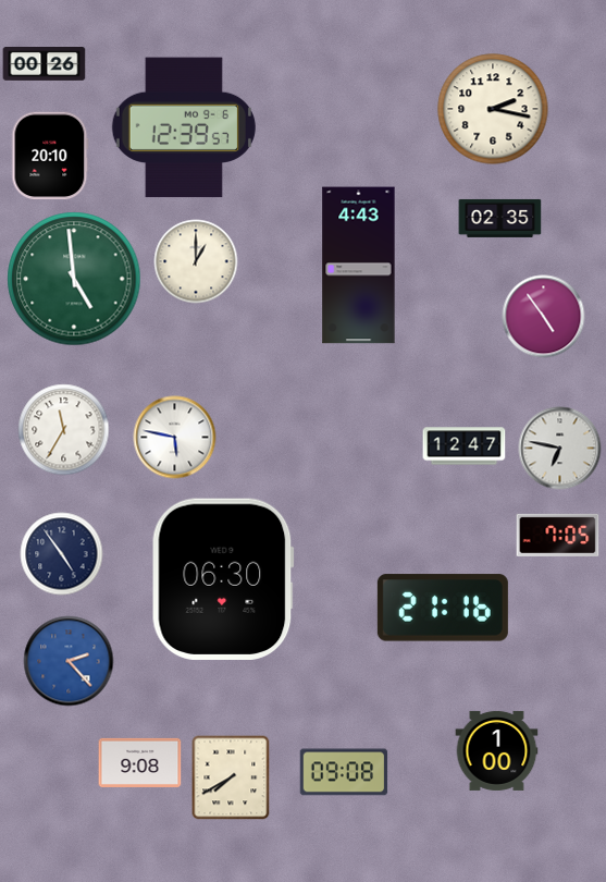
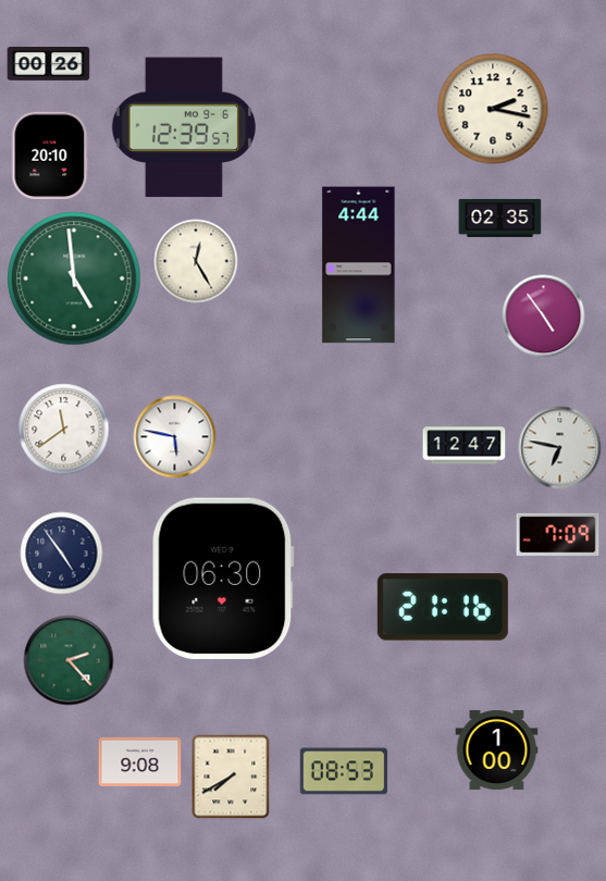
clock at (45, 64) position: (45, 64) -> (49, 64)
clock at (196, 261): 1:00 -> 12:25
clock at (359, 266): 4:43 -> 4:44
clock at (64, 430): 11:35 -> 11:39
clock at (558, 535): 7:05 -> 7:09
clock at (69, 661) dial: blue -> green
clock at (344, 772): 09:08 -> 08:53
